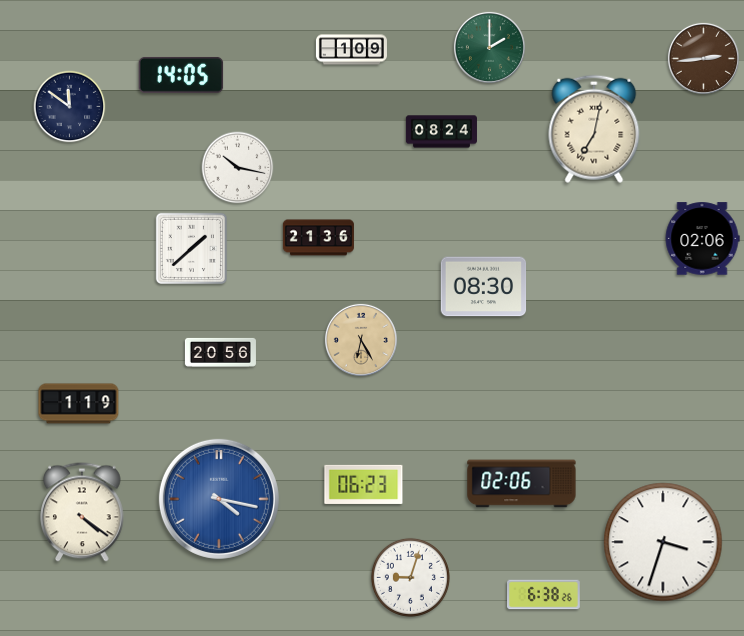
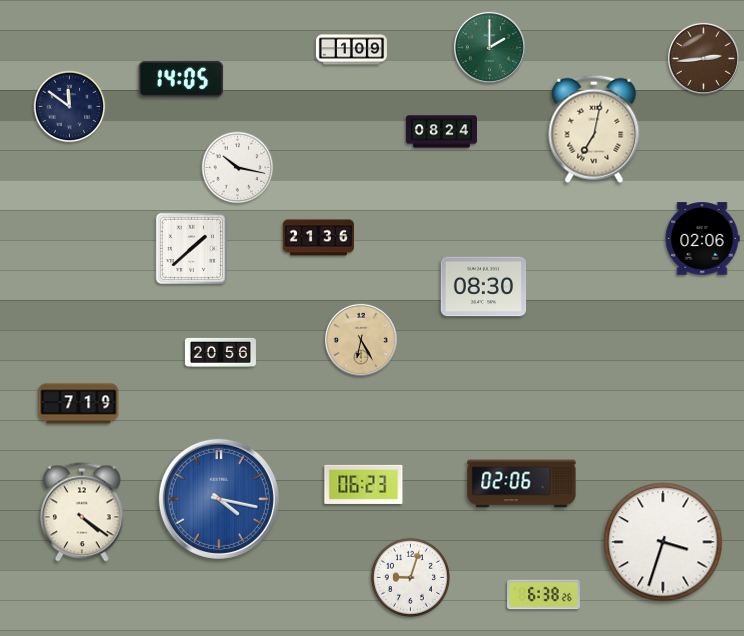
clock at (181, 75) position: (181, 75) -> (181, 79)
clock at (79, 404): 1:19 -> 7:19
